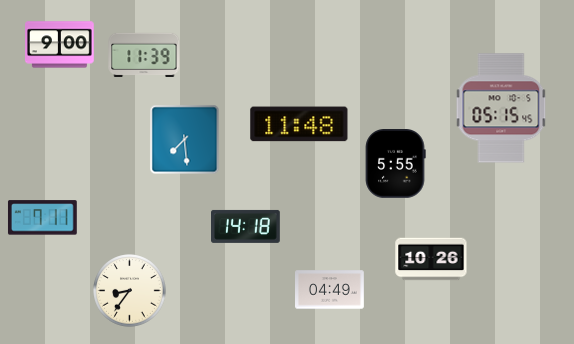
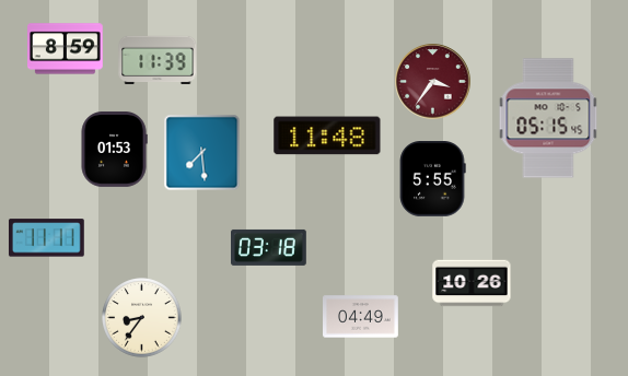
clock at (60, 45): 9:00 -> 8:59
clock at (433, 82): none -> 3:36
clock at (114, 150): none -> 01:53
clock at (42, 218): 7:11 -> 11:11
clock at (246, 226): 14:18 -> 03:18
